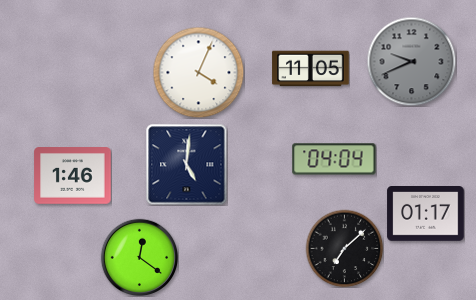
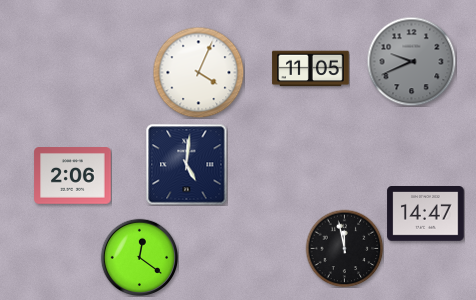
clock at (334, 159): 04:04 -> none
clock at (73, 176): 1:46 -> 2:06
clock at (426, 214): 01:17 -> 14:47
clock at (344, 248): 7:08 -> 11:58
